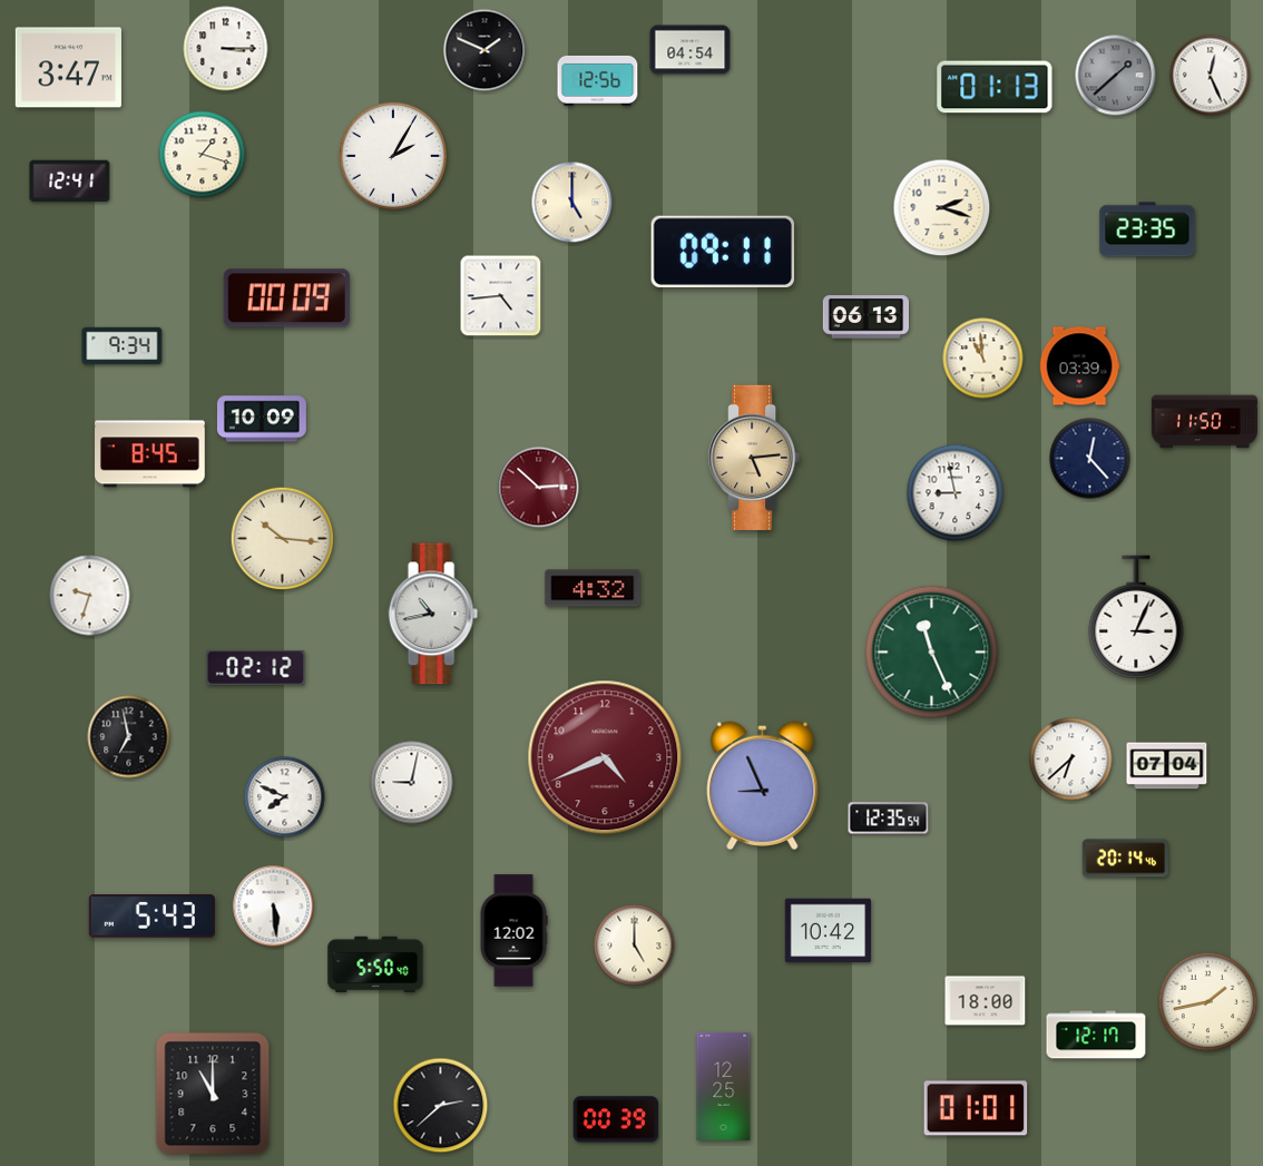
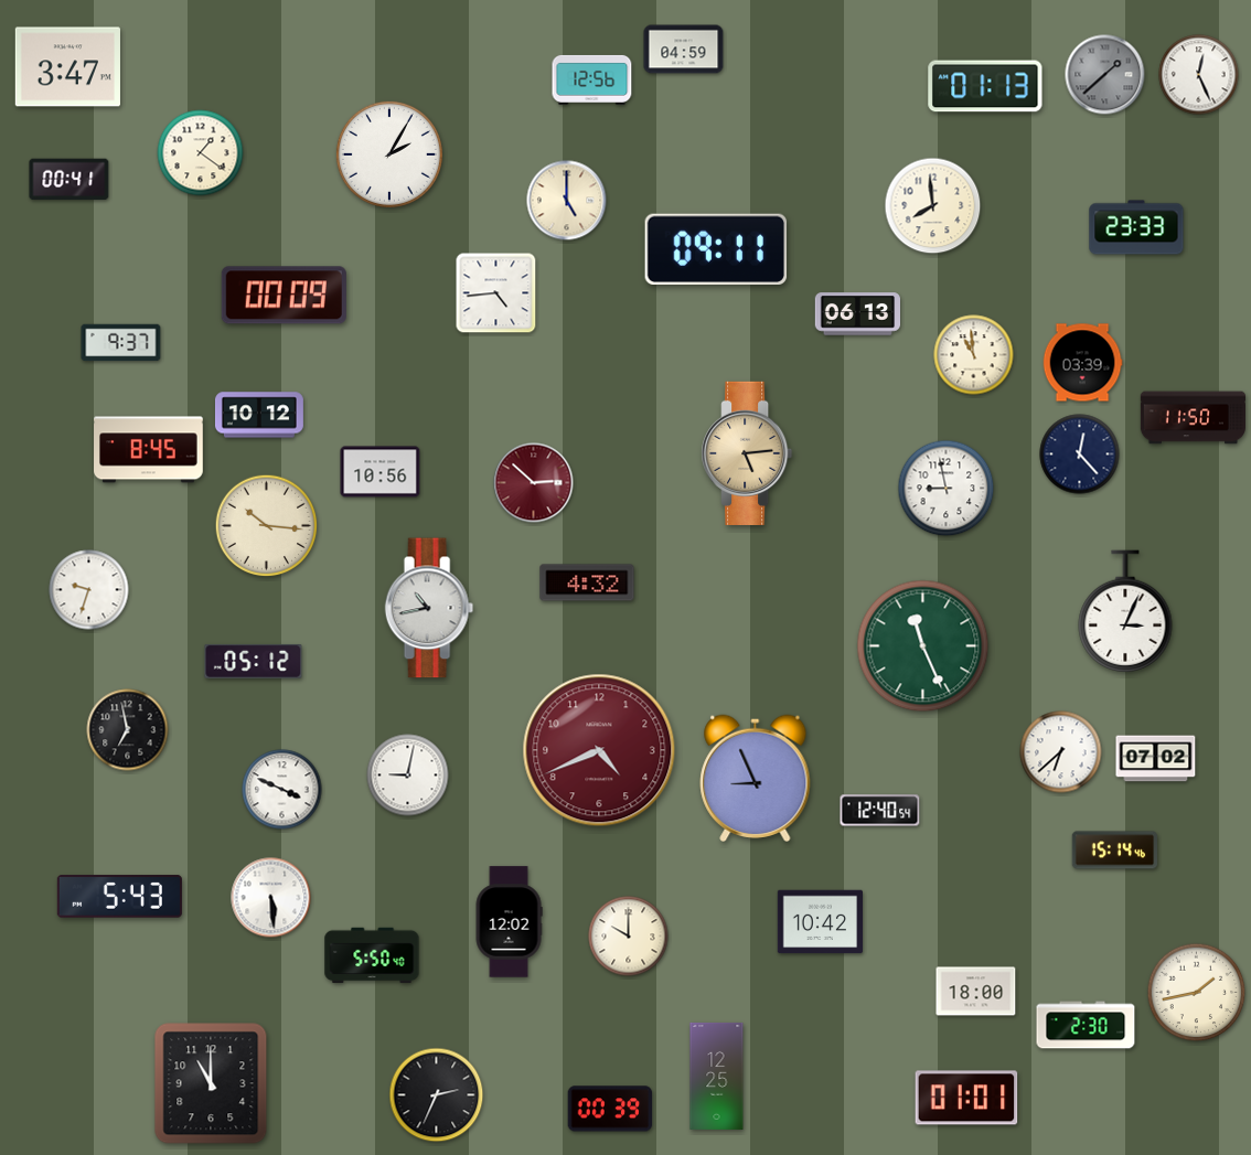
clock at (226, 49): 3:15 -> none
clock at (484, 50): 1:49 -> none
clock at (691, 50): 04:54 -> 04:59
clock at (203, 155): 1:18 -> 1:21
clock at (70, 182): 12:41 -> 00:41
clock at (942, 208): 2:18 -> 7:59
clock at (1147, 229): 23:35 -> 23:33
clock at (123, 346): 9:34 -> 9:37
clock at (1079, 366) position: (1079, 366) -> (1082, 363)
clock at (262, 419): 10:09 -> 10:12
clock at (381, 472): none -> 10:56
clock at (283, 539) position: (283, 539) -> (267, 526)
clock at (256, 667): 02:12 -> 05:12
clock at (1167, 766): 07:04 -> 07:02
clock at (285, 797): 7:49 -> 3:49
clock at (889, 819): 12:35 -> 12:40
clock at (1125, 859): 20:14 -> 15:14
clock at (151, 917) position: (151, 917) -> (119, 897)
clock at (635, 945): 5:00 -> 10:00
clock at (1096, 1035): 12:17 -> 2:30
clock at (441, 1106): 2:38 -> 2:34
